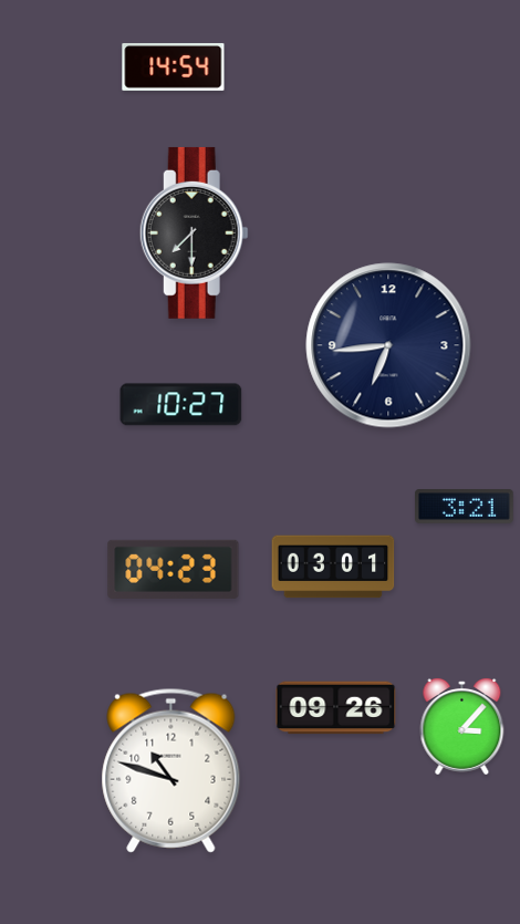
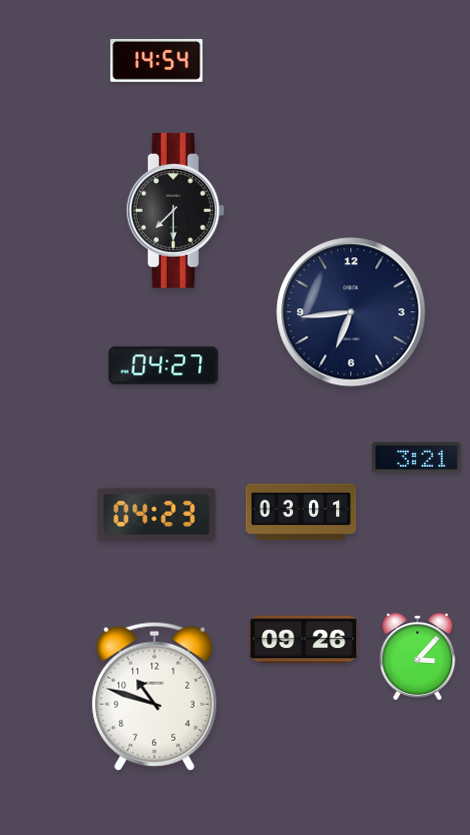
clock at (181, 405): 10:27 -> 04:27
clock at (465, 507) position: (465, 507) -> (417, 458)
